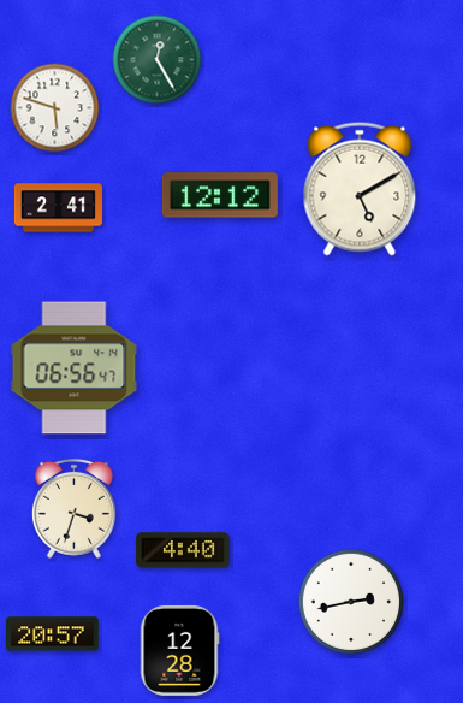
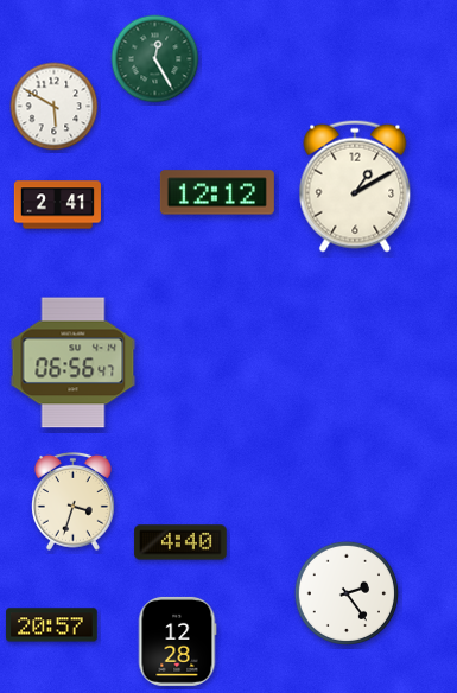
clock at (55, 108): 5:48 -> 5:50
clock at (360, 189): 5:10 -> 1:10
clock at (351, 602): 2:43 -> 2:24
